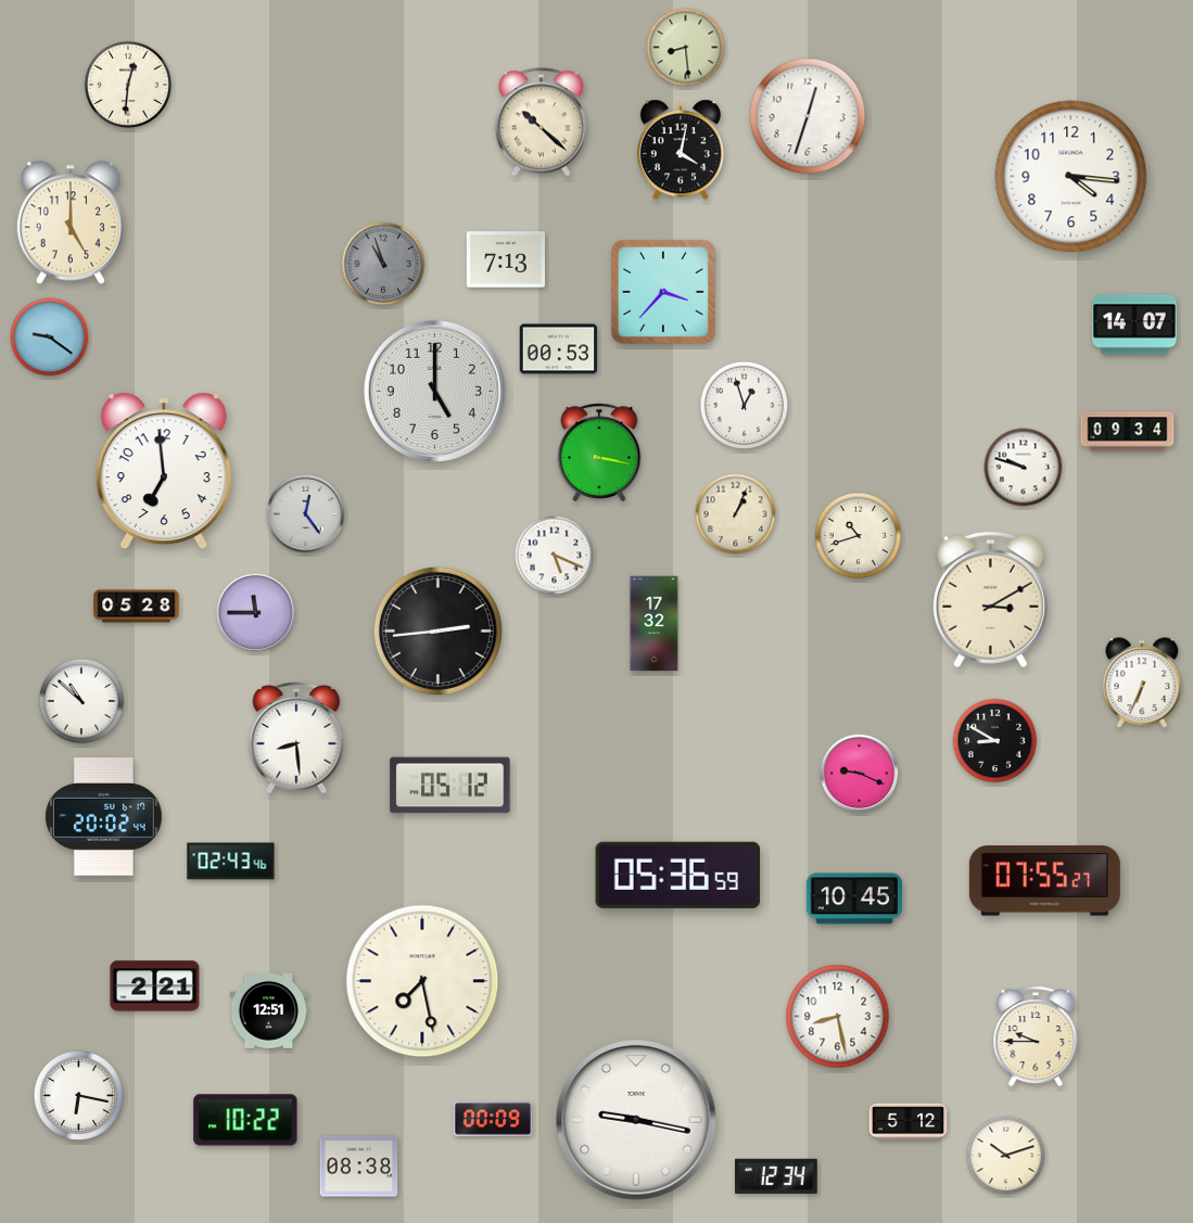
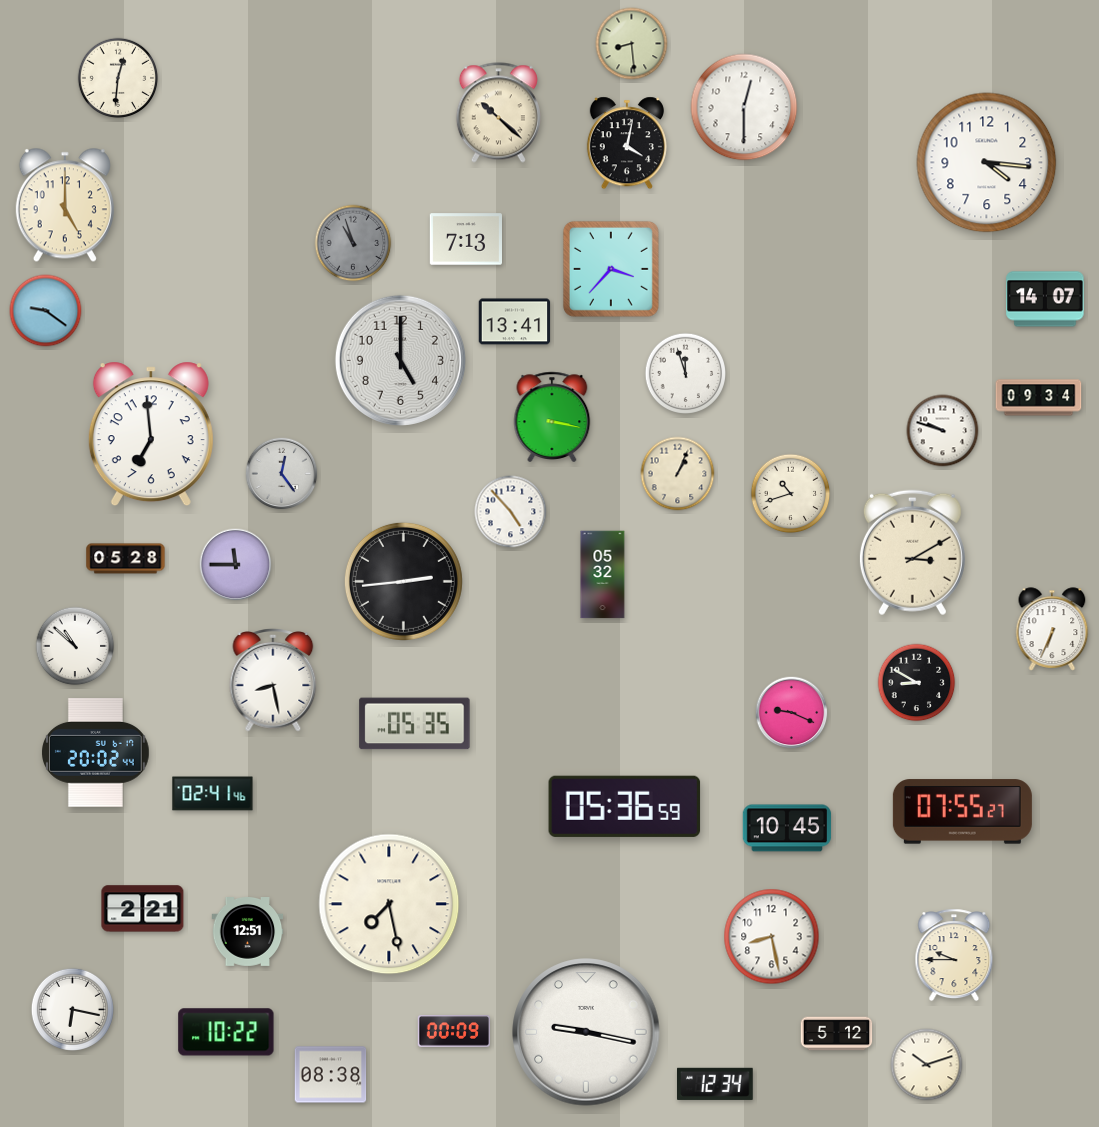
clock at (808, 116): 12:33 -> 12:30
clock at (681, 150) position: (681, 150) -> (627, 143)
clock at (559, 349): 00:53 -> 13:41
clock at (744, 405): 12:57 -> 11:57
clock at (555, 556): 5:19 -> 4:53
clock at (655, 624): 17:32 -> 05:32
clock at (296, 739): 8:29 -> 8:28
clock at (450, 786): 05:12 -> 05:35
clock at (231, 862): 02:43 -> 02:41
